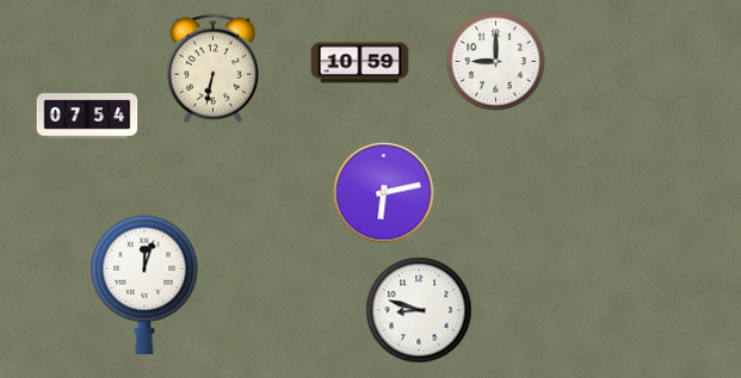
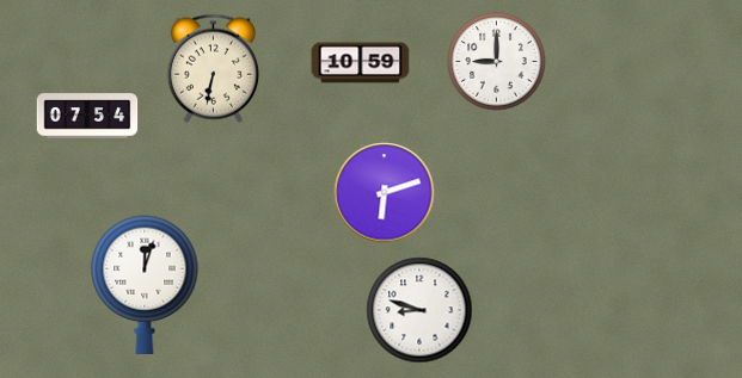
clock at (384, 193): 6:13 -> 6:12
